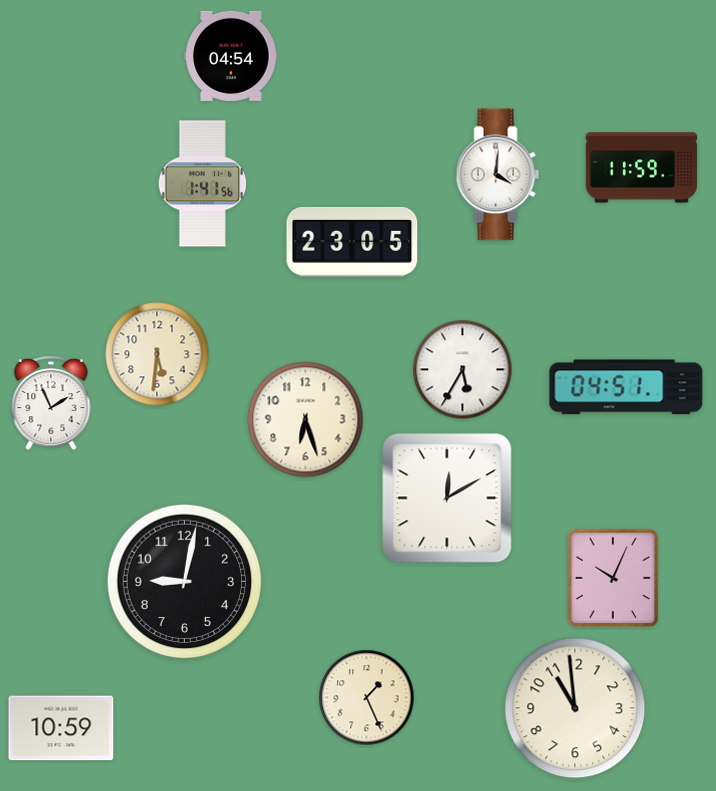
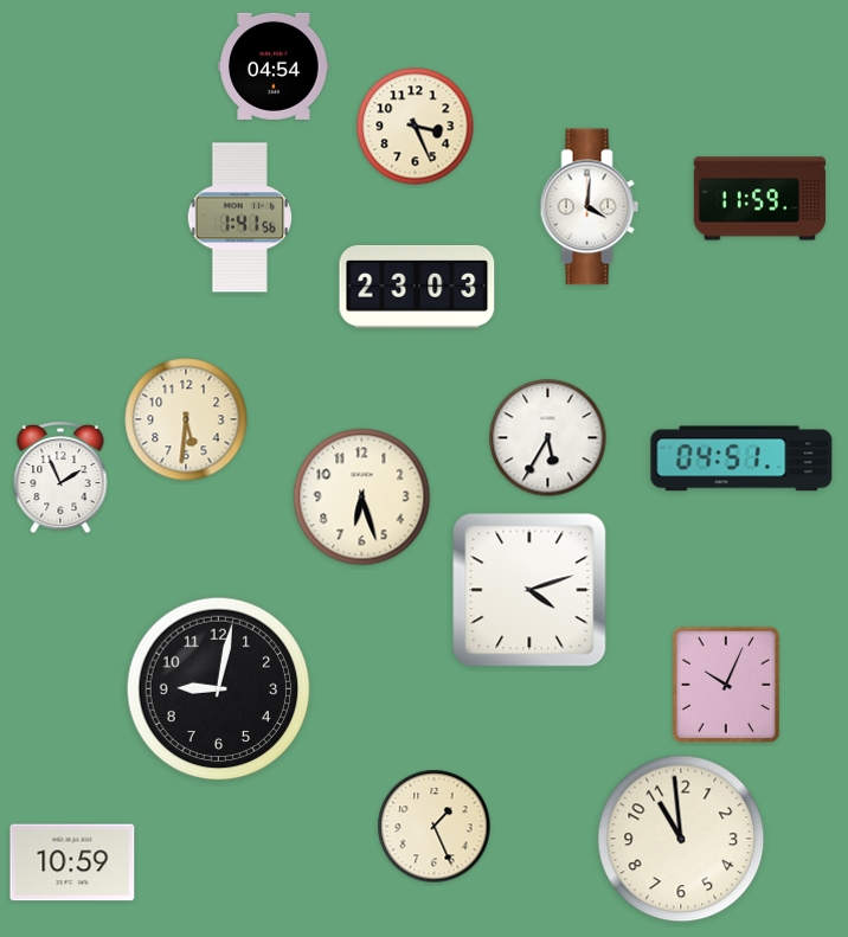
clock at (416, 127): none -> 3:26
clock at (352, 242): 23:05 -> 23:03
clock at (447, 498): 12:10 -> 4:12
